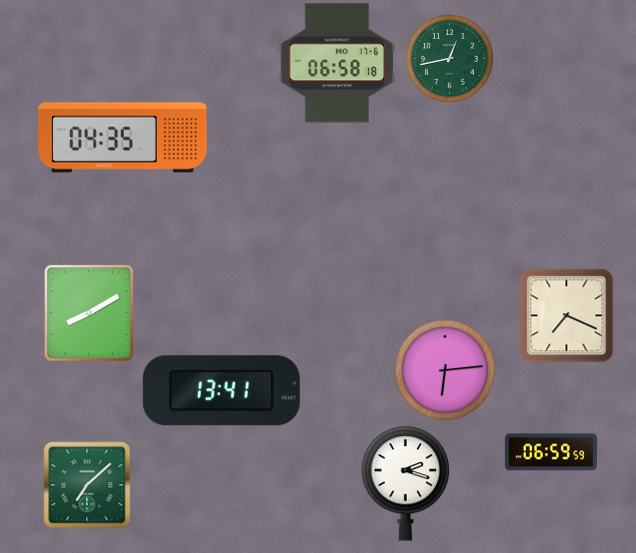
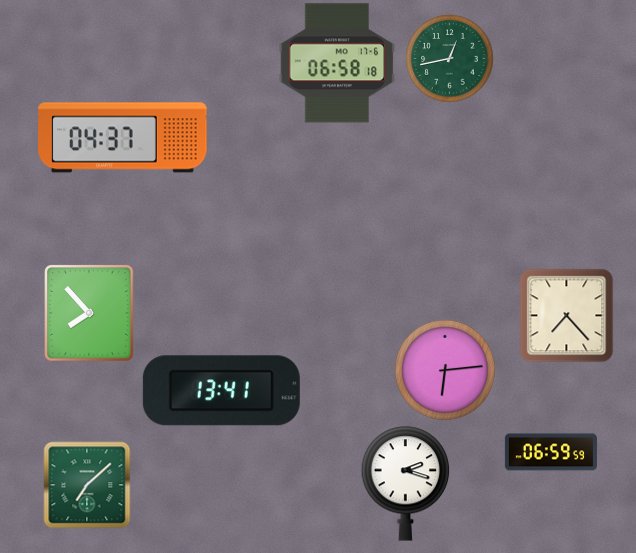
clock at (123, 138): 04:35 -> 04:37
clock at (89, 313): 8:10 -> 7:53
clock at (566, 315): 7:19 -> 7:23
